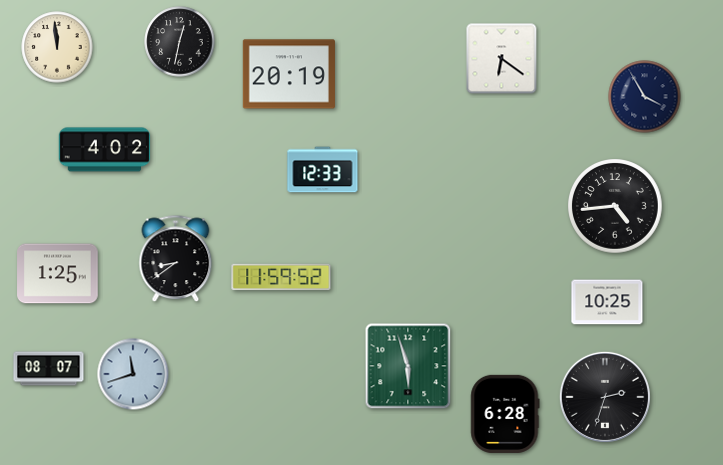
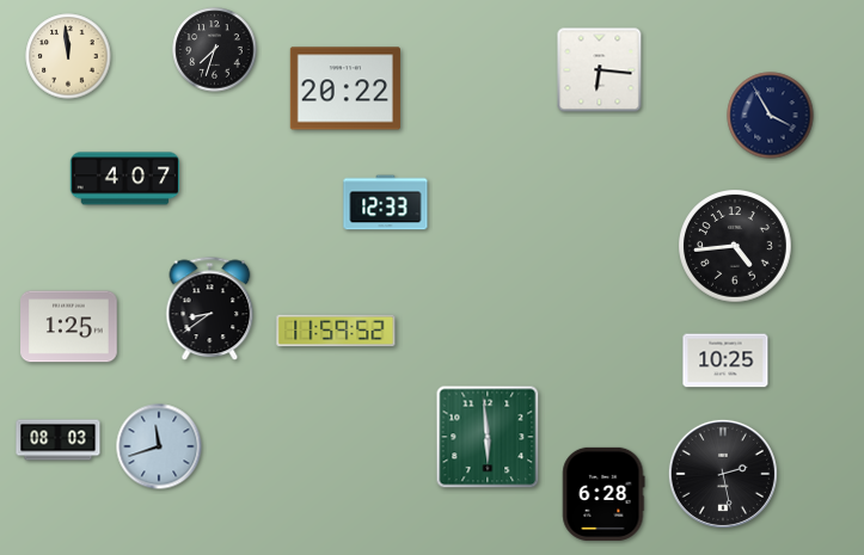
clock at (180, 42): 12:32 -> 7:33
clock at (502, 59): 6:21 -> 6:16
clock at (289, 74): 20:19 -> 20:22
clock at (105, 150): 4:02 -> 4:07
clock at (408, 366): 5:57 -> 5:59
clock at (49, 369): 08:07 -> 08:03
clock at (605, 397): 2:33 -> 2:28
